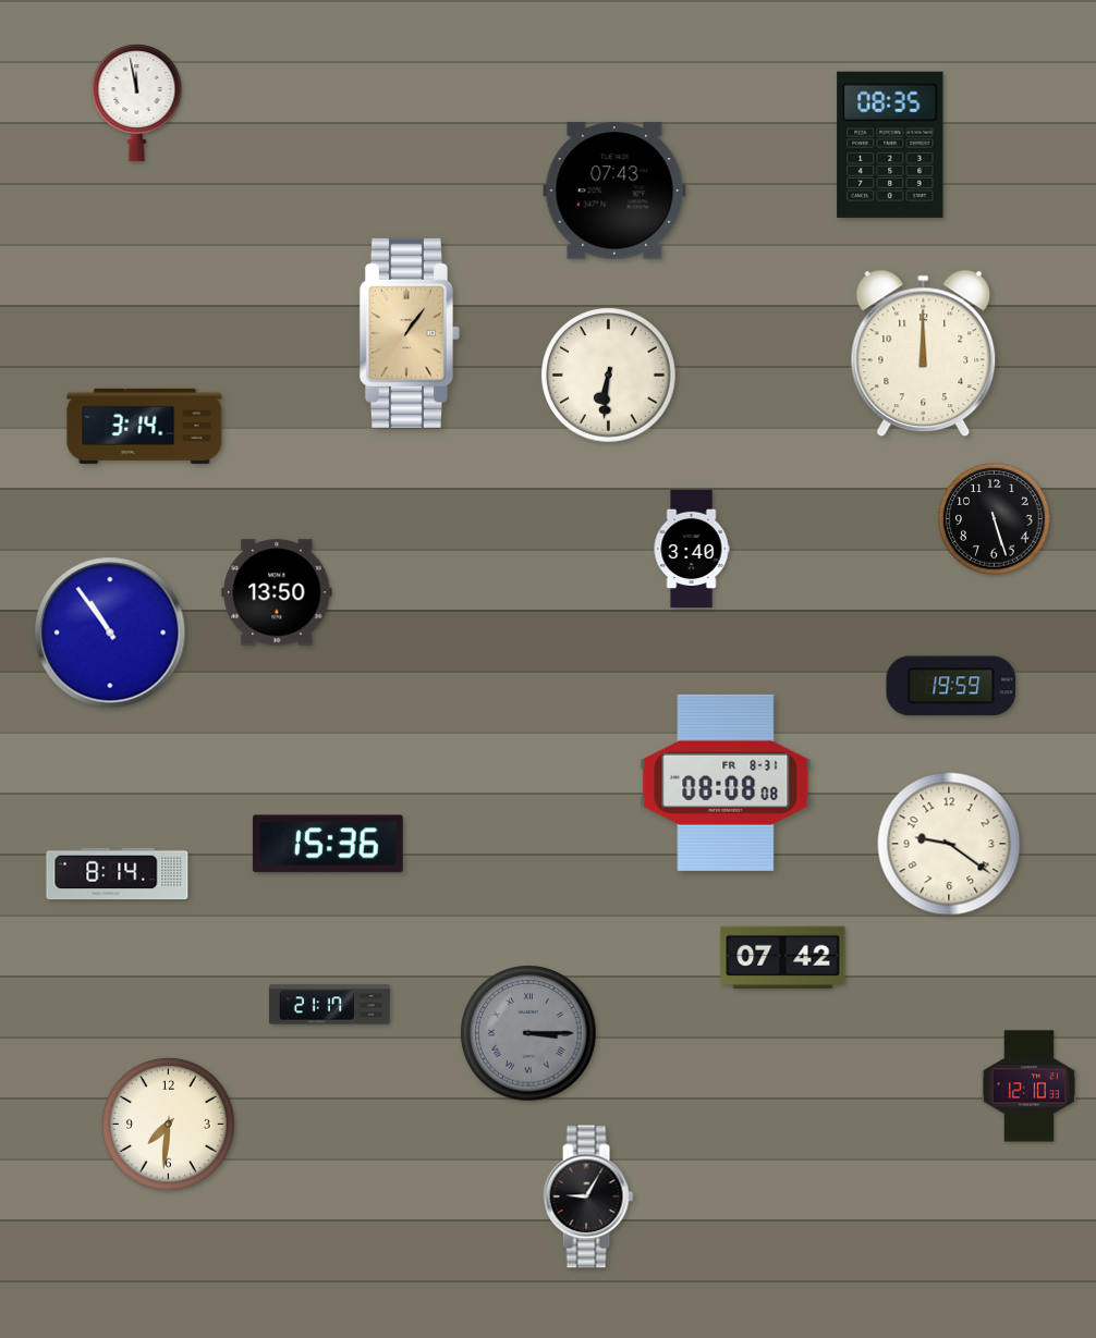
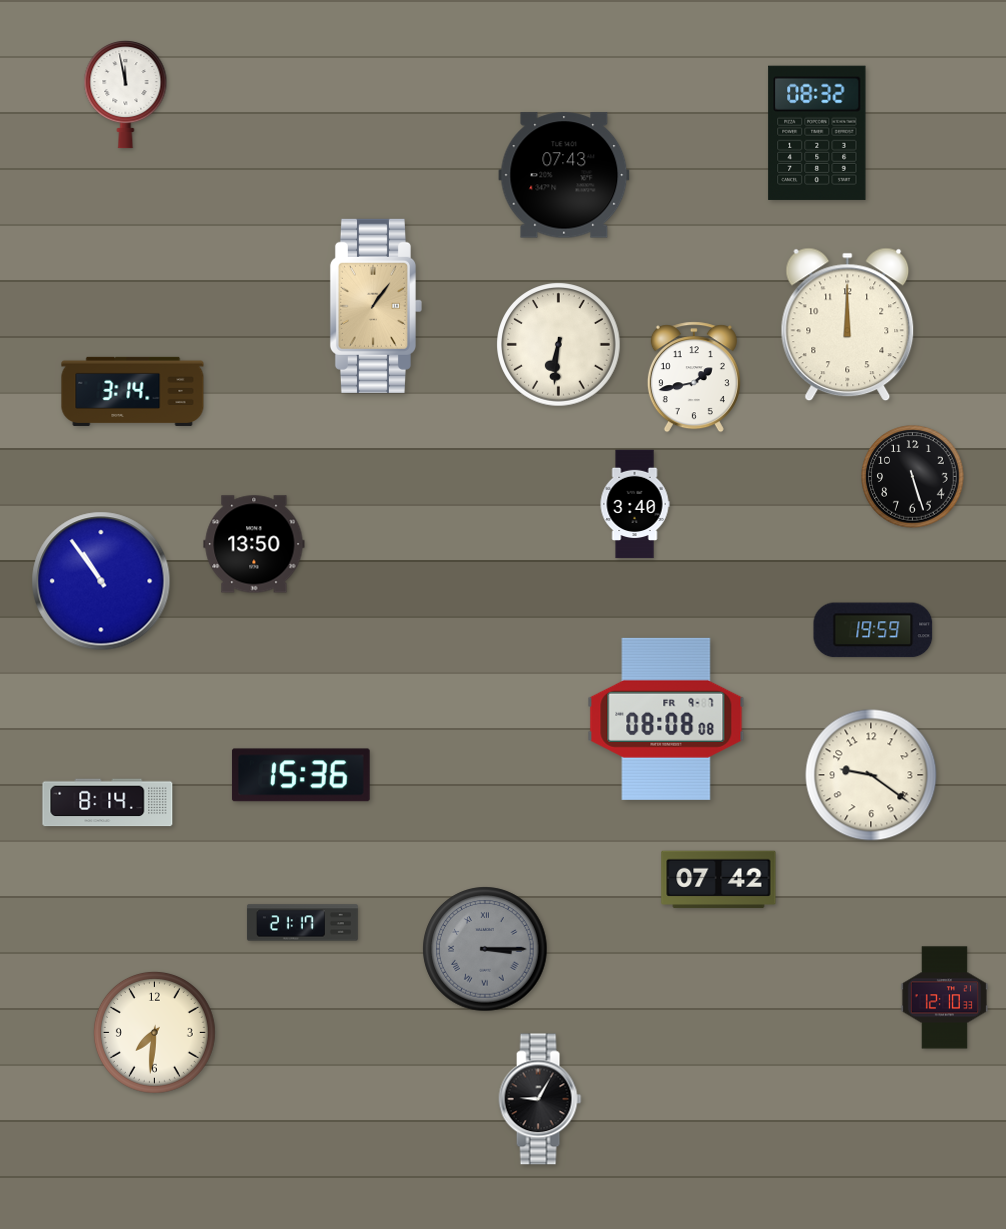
clock at (890, 145): 08:35 -> 08:32
clock at (694, 377): none -> 1:43
clock at (726, 783) date: FR 8-31 -> FR 9-7
